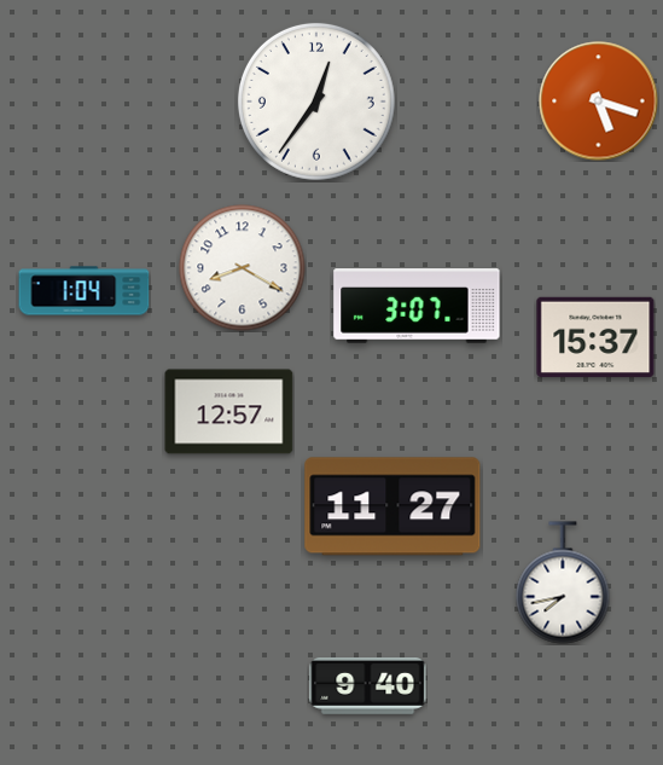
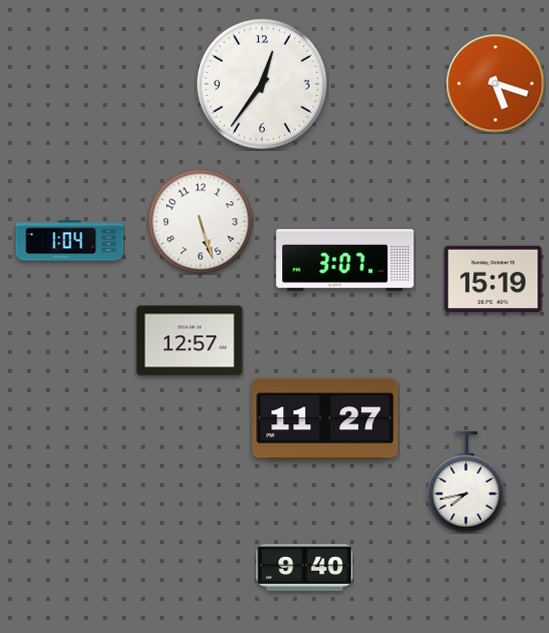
clock at (243, 268): 8:20 -> 5:27
clock at (417, 306) position: (417, 306) -> (345, 260)
clock at (595, 336): 15:37 -> 15:19
